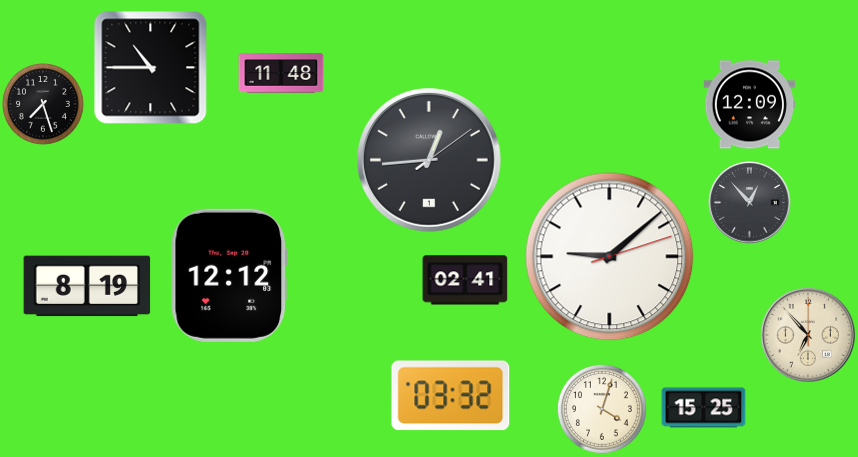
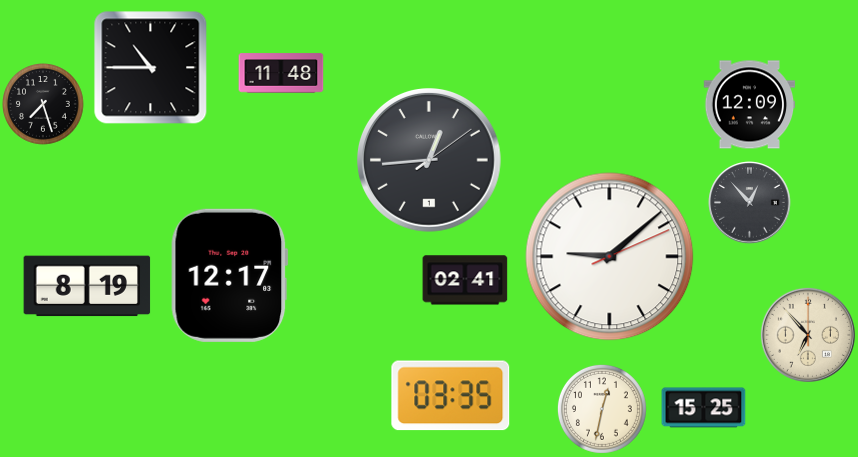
clock at (610, 257): 9:08:12 -> 9:08:11
clock at (230, 275): 12:12 -> 12:17
clock at (451, 396): 03:32 -> 03:35
clock at (602, 409): 4:03 -> 12:32
